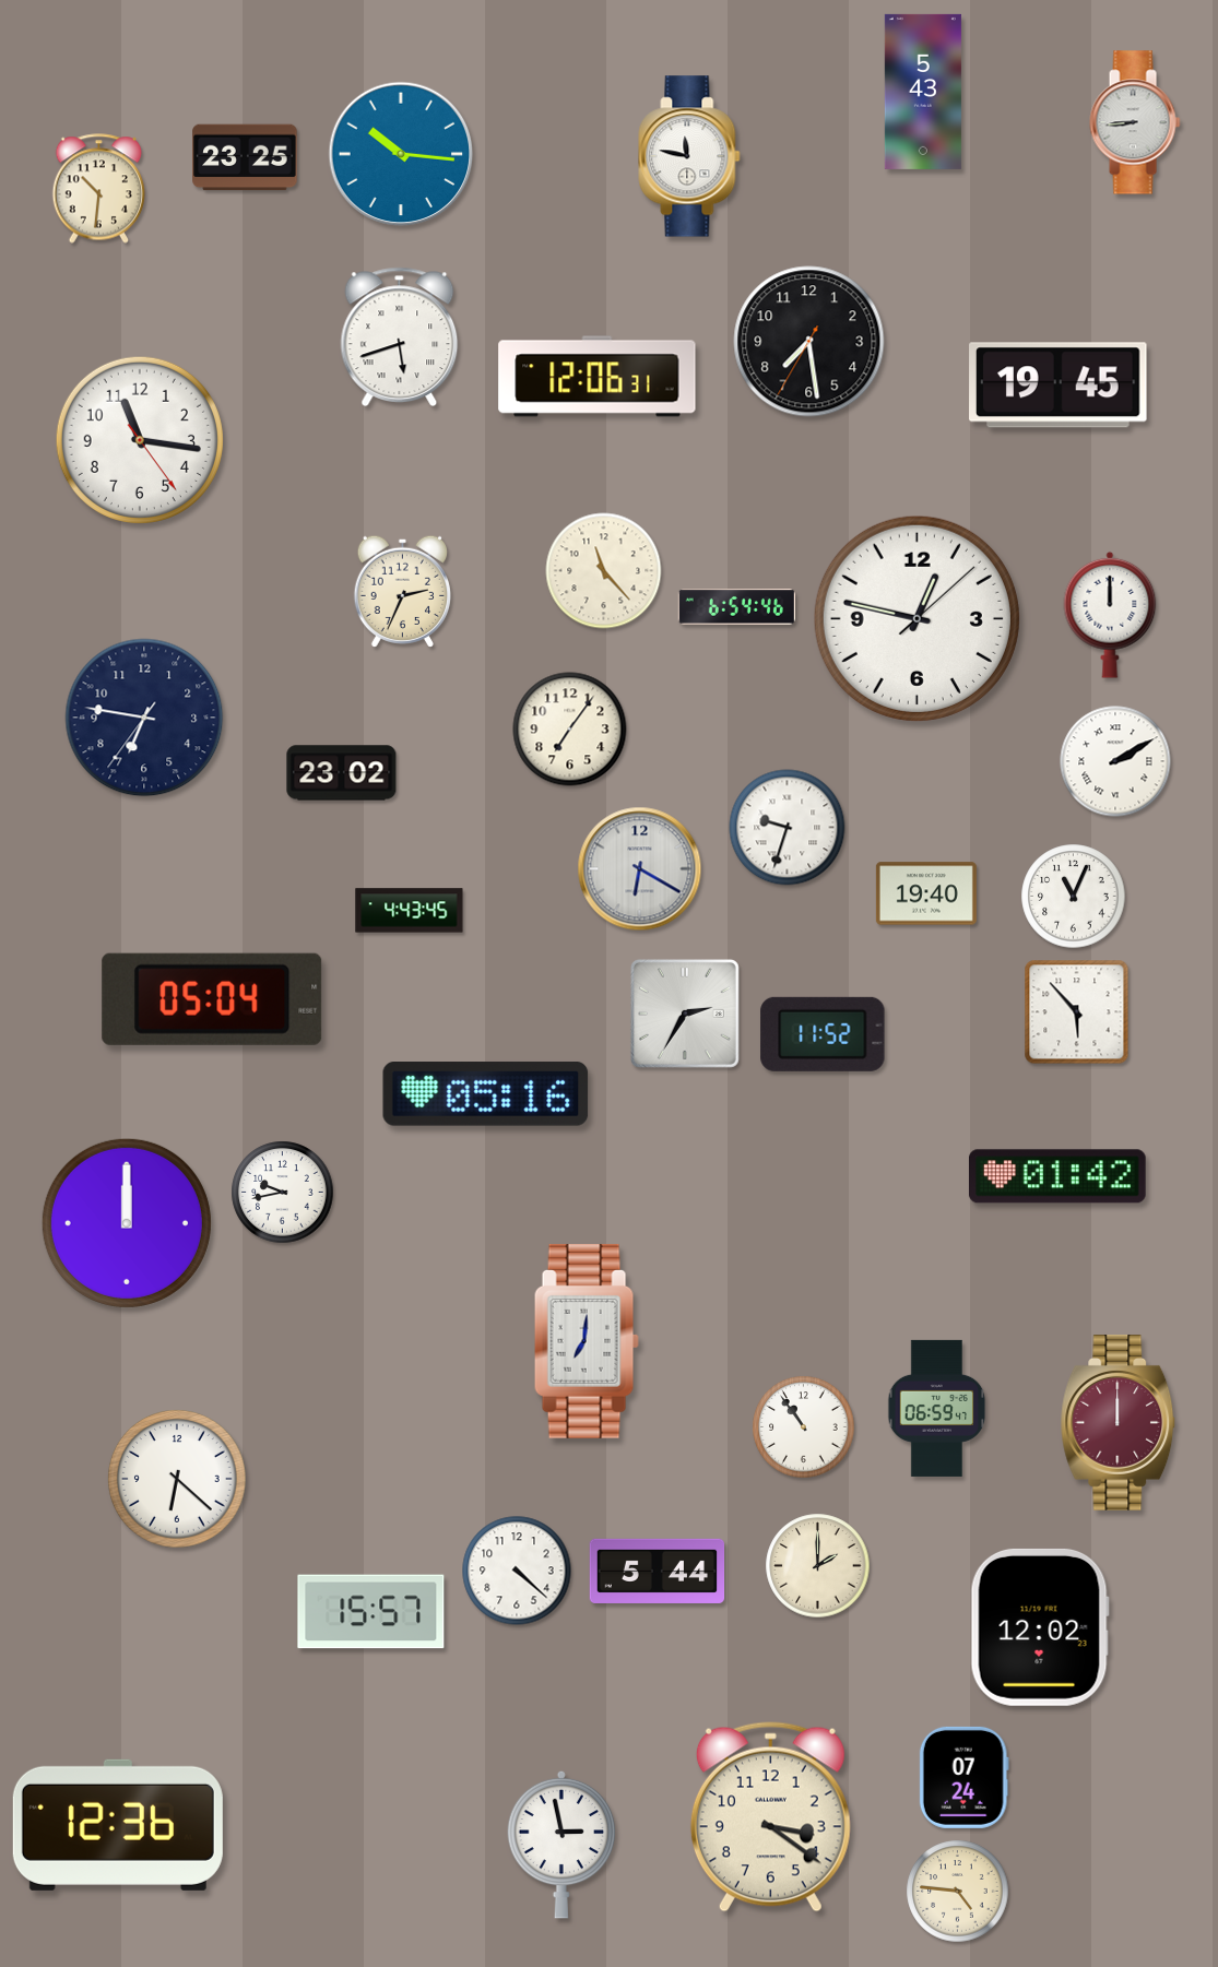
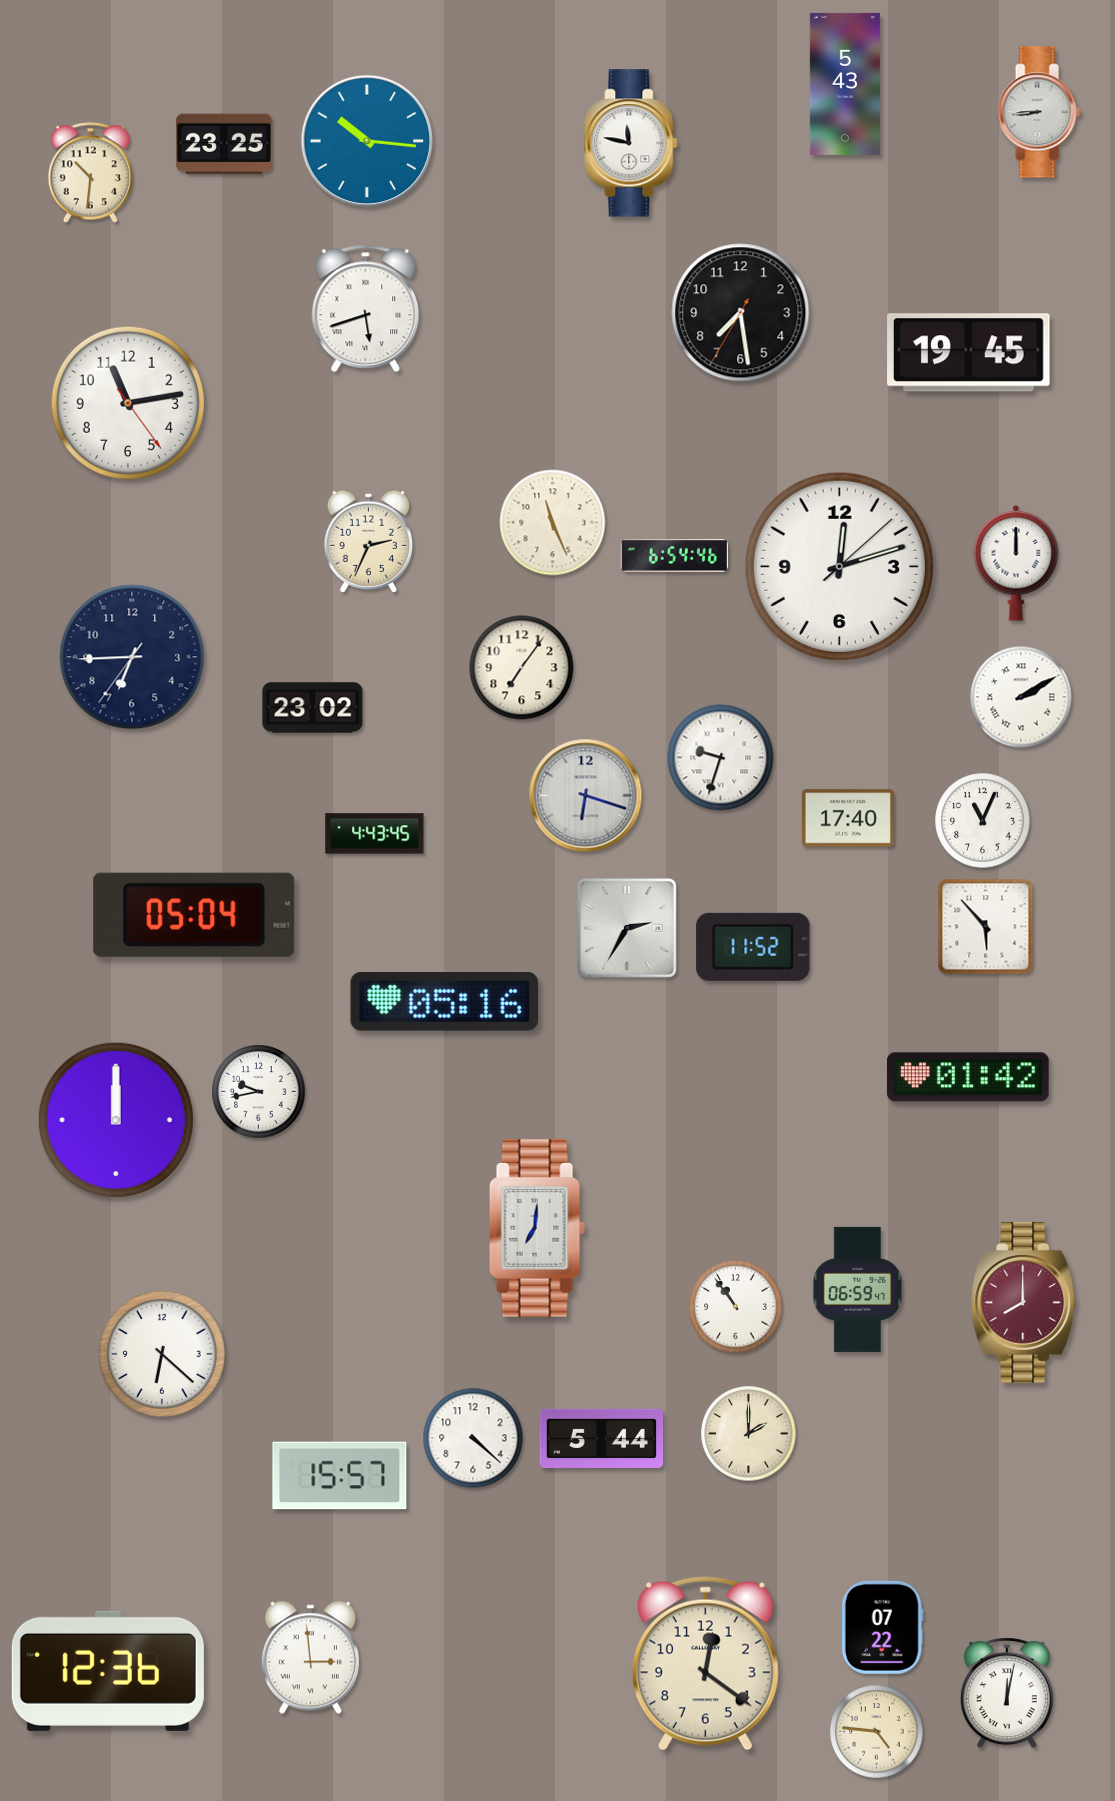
clock at (598, 377): 12:06 -> none
clock at (140, 440): 11:16 -> 11:13
clock at (604, 571): 11:23 -> 11:26
clock at (917, 618): 12:47 -> 12:12
clock at (144, 718): 6:46 -> 6:44
clock at (640, 869): 6:20 -> 6:18
clock at (926, 893): 19:40 -> 17:40
clock at (1119, 1422): 12:00 -> 8:00
clock at (1040, 1627): 12:02 -> none
clock at (963, 1777): 07:24 -> 07:22
clock at (310, 1658): none -> 2:59
clock at (770, 1817): 3:21 -> 12:21
clock at (561, 1845): 2:58 -> none
clock at (1007, 1693): none -> 12:02
